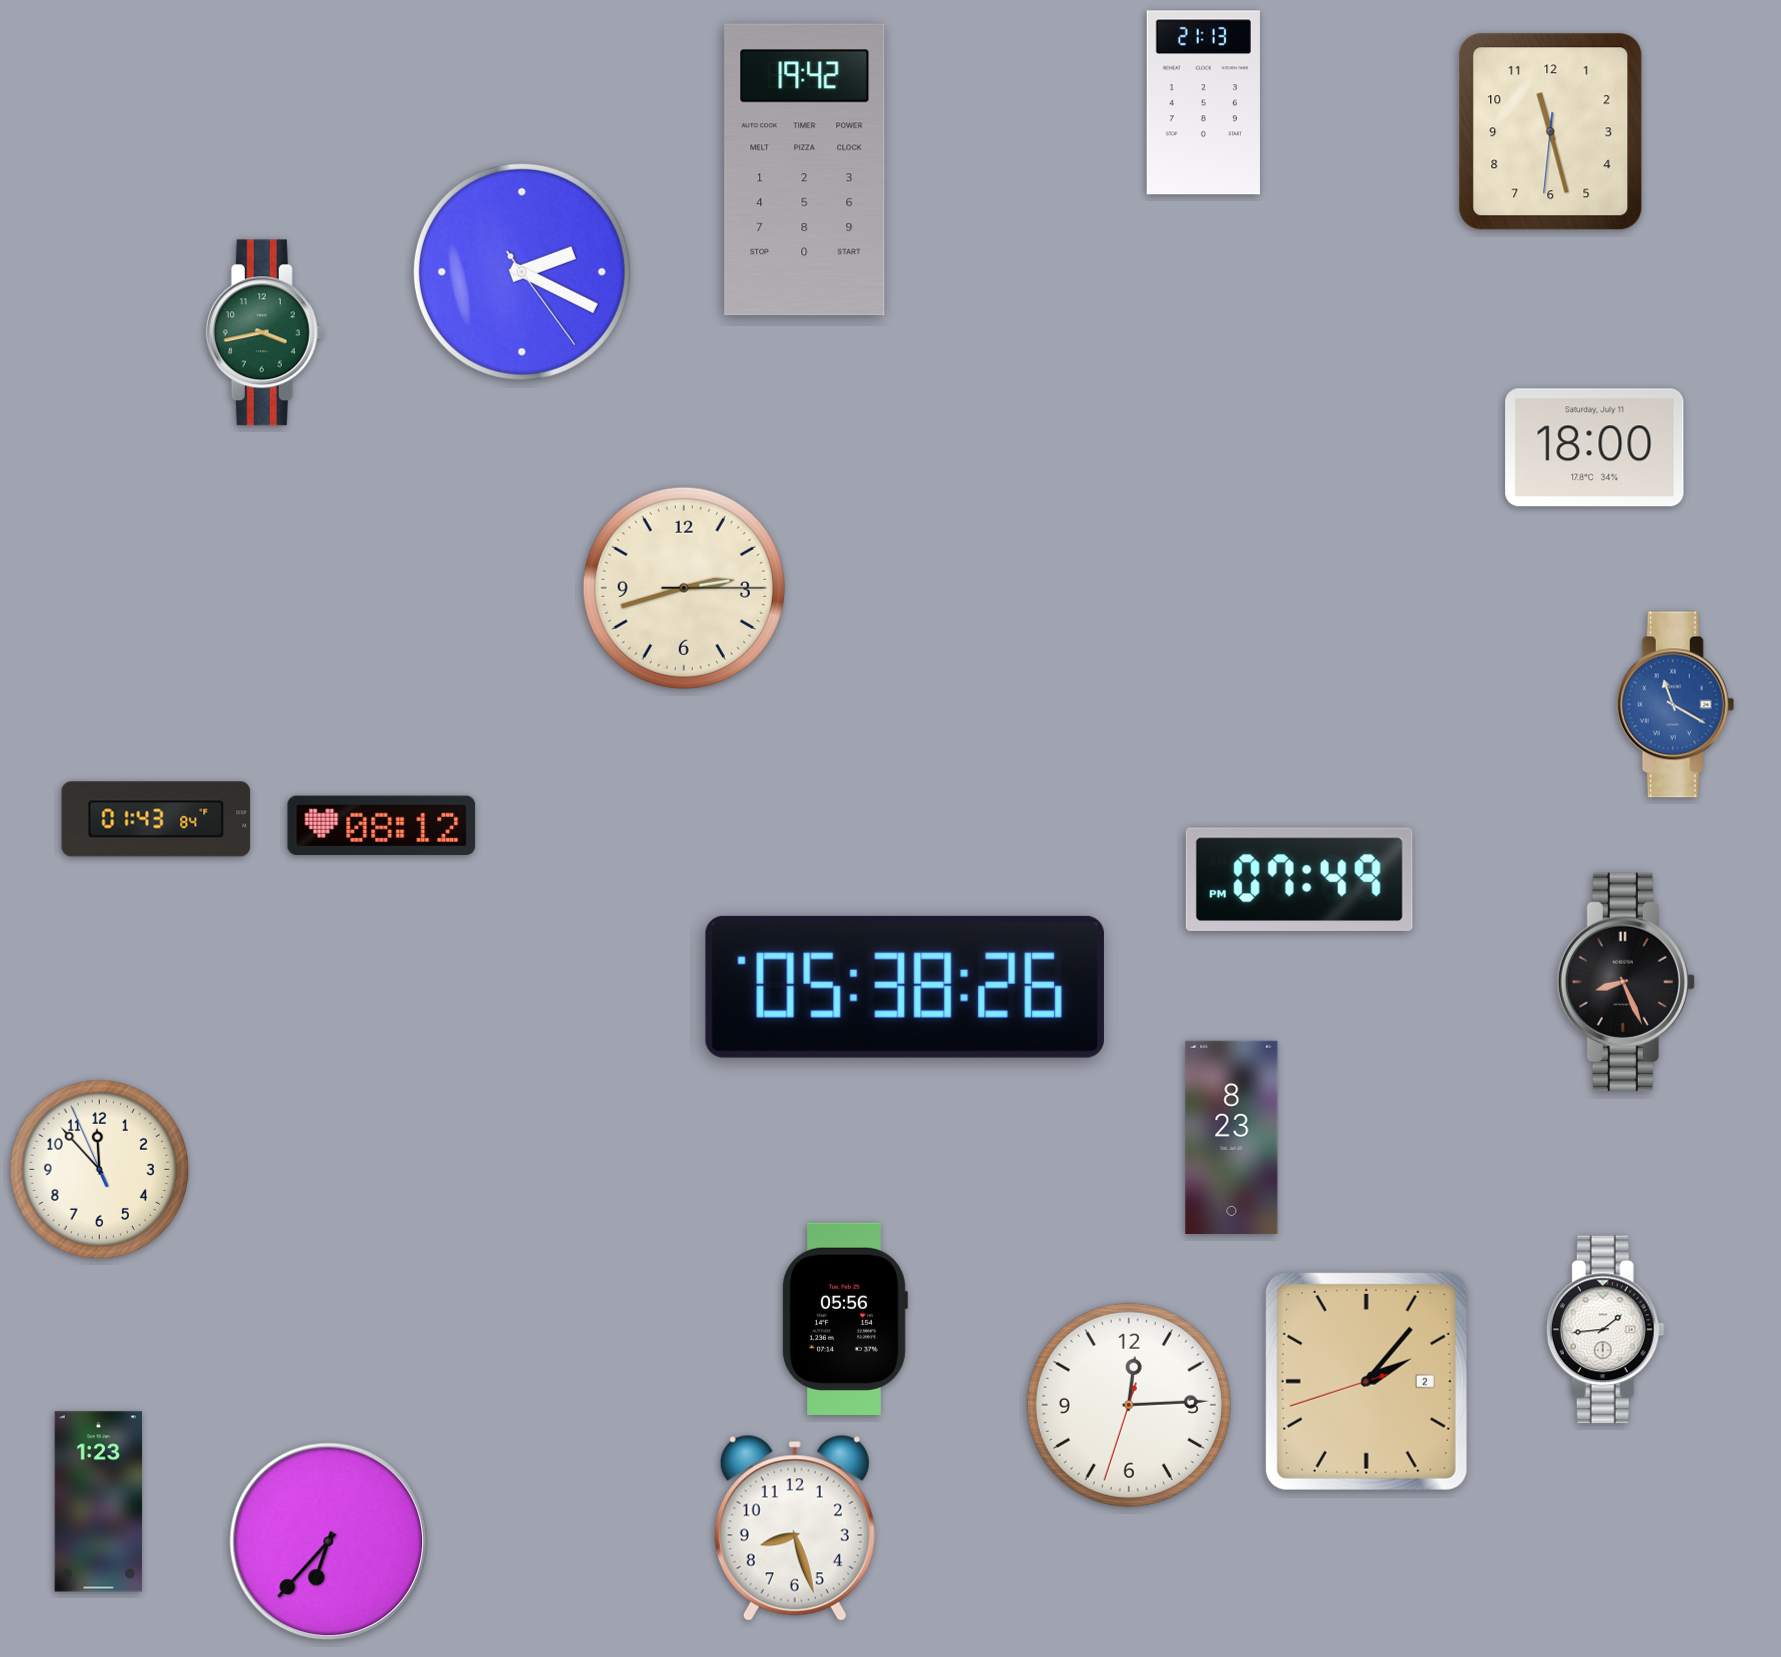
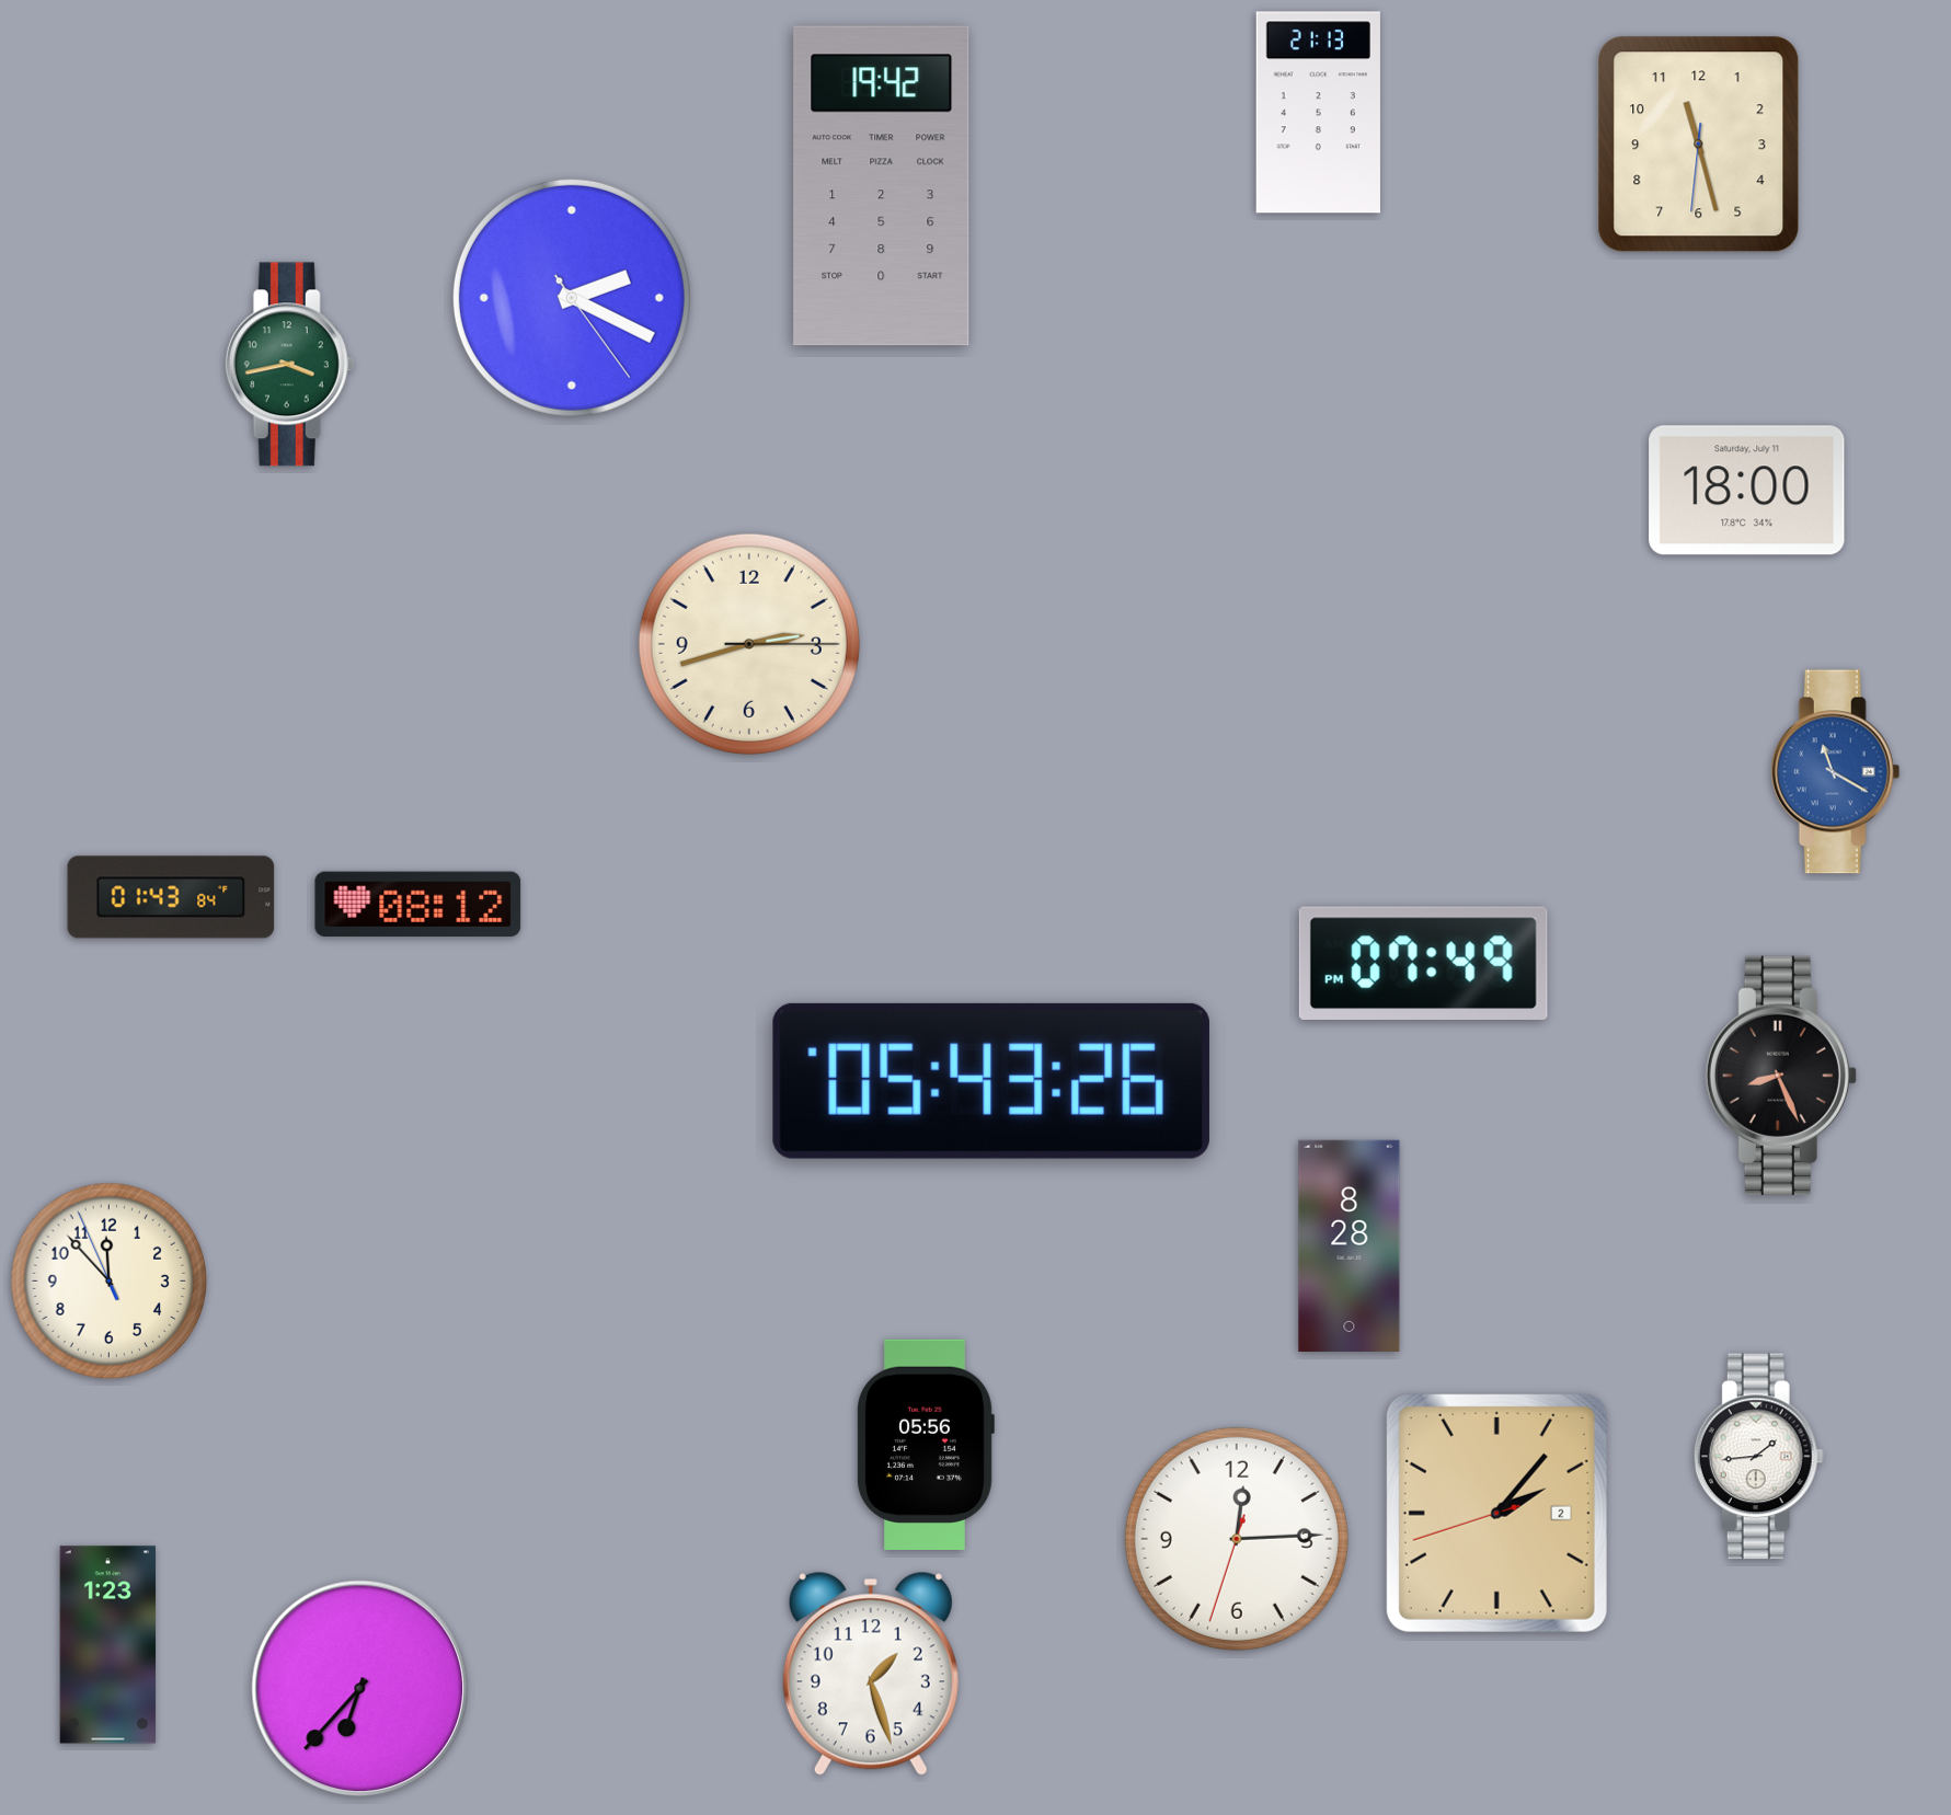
clock at (905, 987): 05:38 -> 05:43
clock at (1232, 1137): 8:23 -> 8:28
clock at (795, 1528): 8:27 -> 1:27
